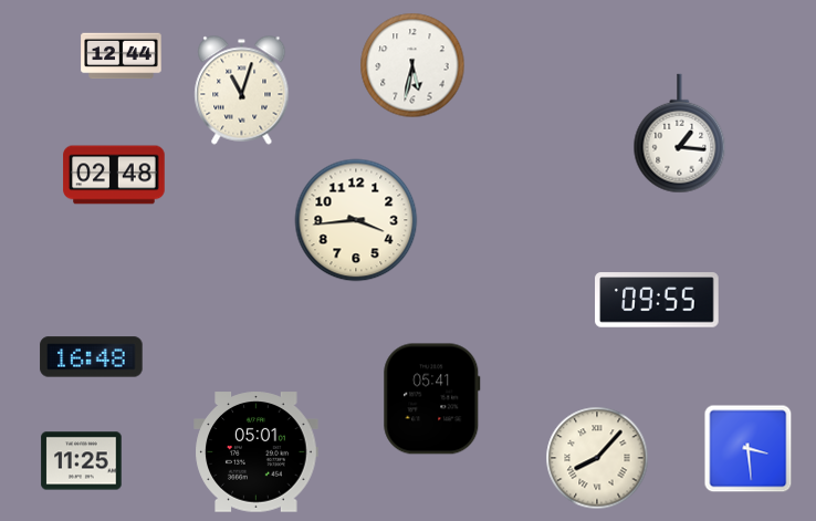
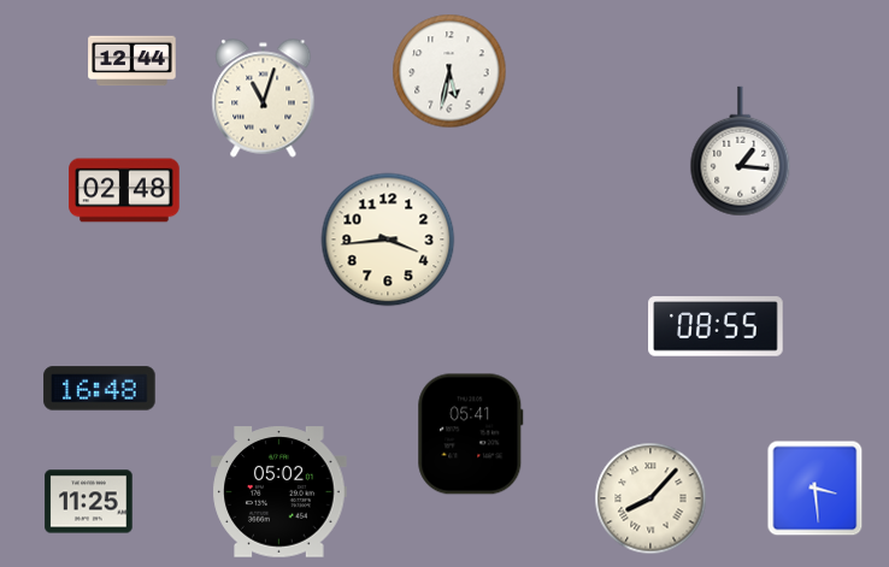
clock at (680, 134) position: (680, 134) -> (741, 152)
clock at (657, 300): 09:55 -> 08:55
clock at (257, 452): 05:01 -> 05:02
